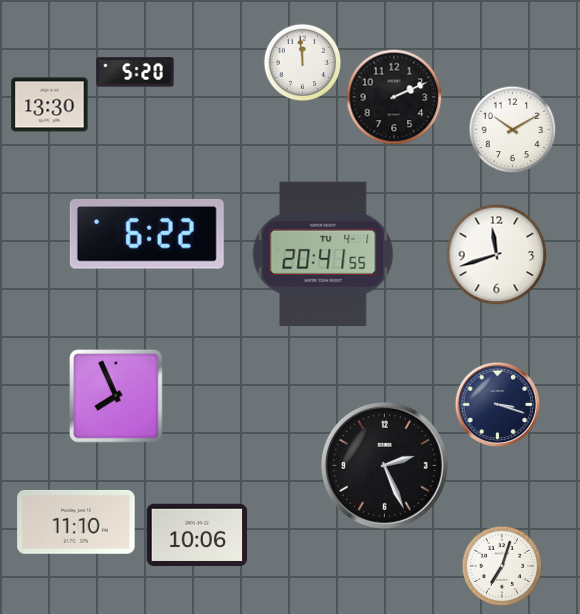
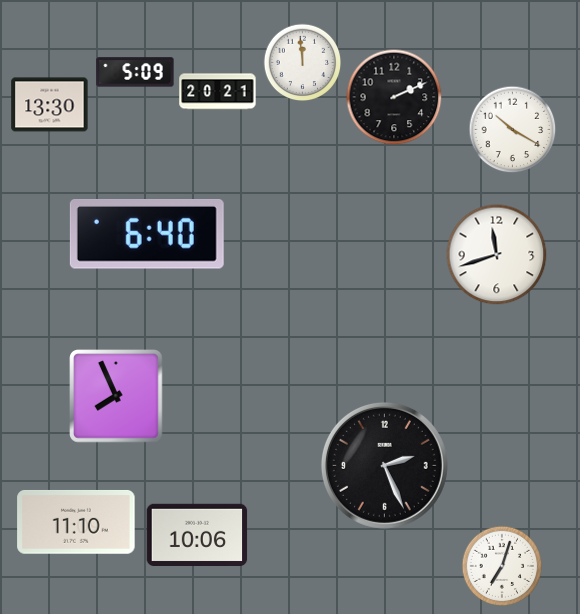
clock at (135, 72): 5:20 -> 5:09
clock at (218, 92): none -> 20:21
clock at (512, 129): 10:10 -> 10:20
clock at (147, 235): 6:22 -> 6:40
clock at (323, 253): 20:41 -> none
clock at (497, 404): 3:18 -> none
